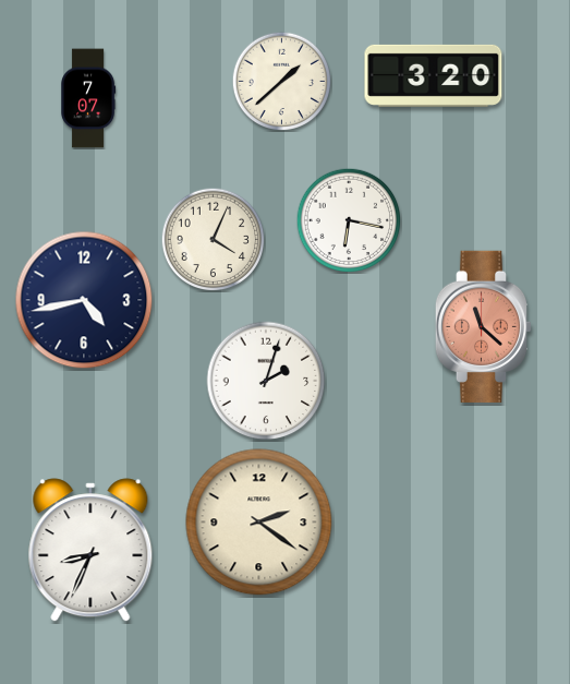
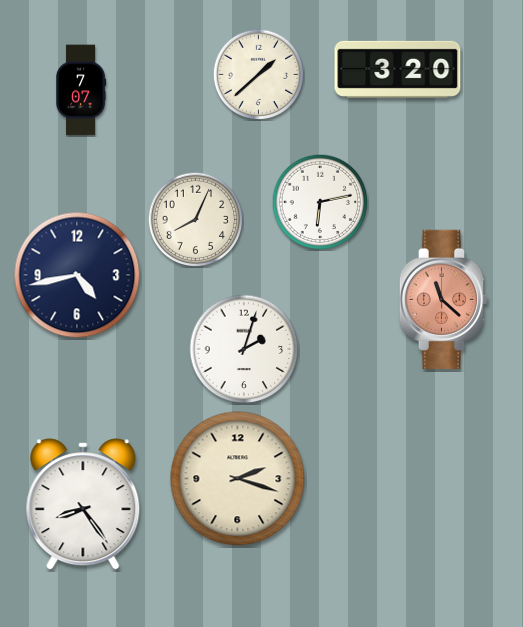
clock at (349, 220): 6:17 -> 6:13
clock at (213, 239): 4:04 -> 8:04
clock at (259, 523): 2:21 -> 2:18
clock at (90, 550): 8:34 -> 8:24
